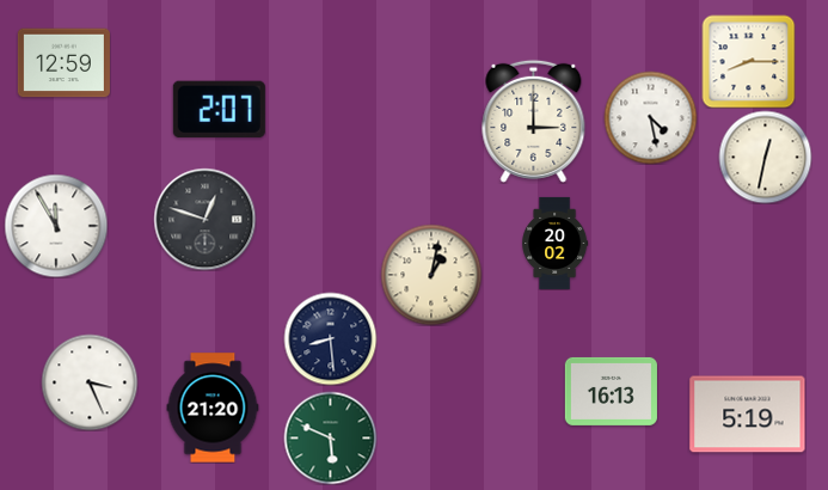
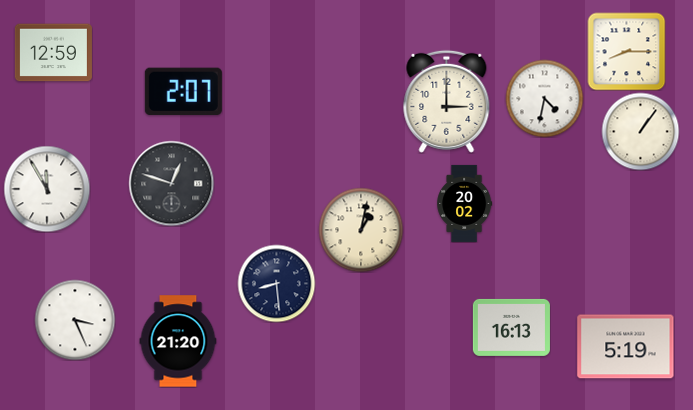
clock at (650, 117): 4:28 -> 4:32
clock at (765, 157): 12:32 -> 1:06
clock at (330, 437): 5:49 -> none
